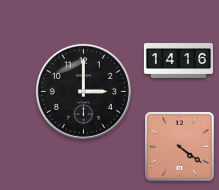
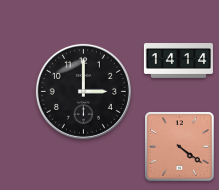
clock at (178, 61): 14:16 -> 14:14
